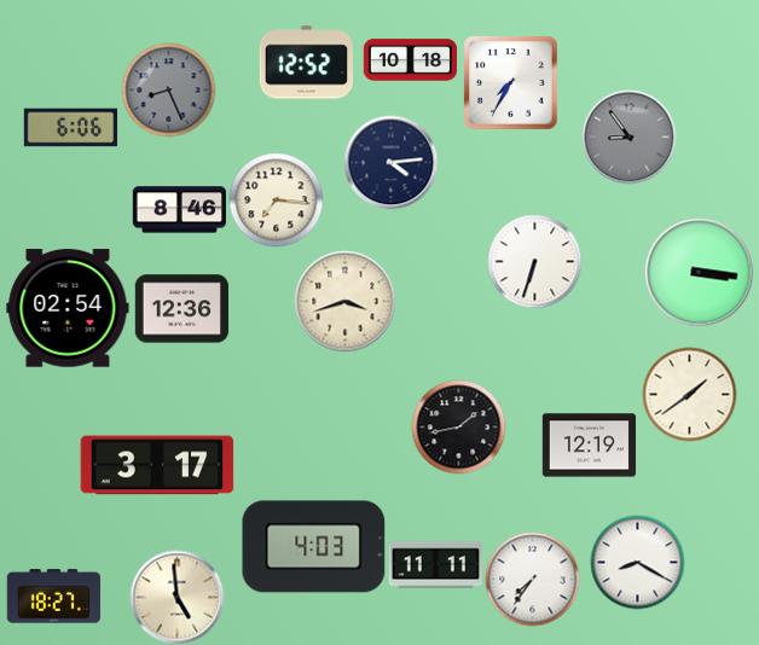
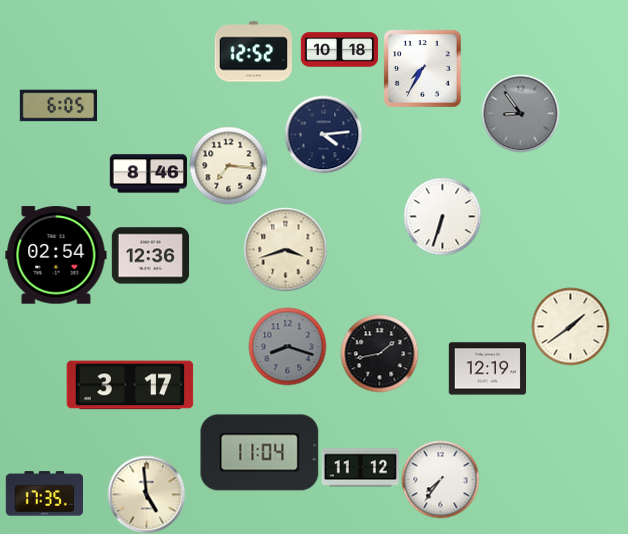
clock at (168, 89): 8:26 -> none
clock at (70, 128): 6:06 -> 6:05
clock at (699, 272): 3:16 -> none
clock at (287, 346): none -> 8:18
clock at (314, 547): 4:03 -> 11:04
clock at (637, 562): 8:20 -> none
clock at (435, 565): 11:11 -> 11:12
clock at (53, 597): 18:27 -> 17:35
